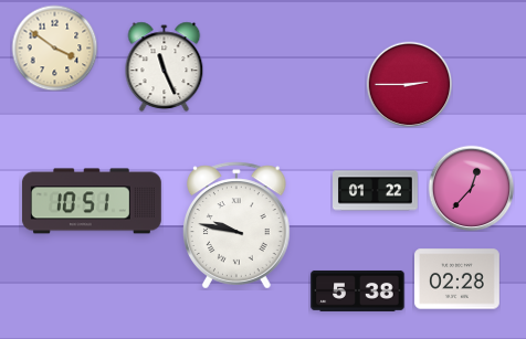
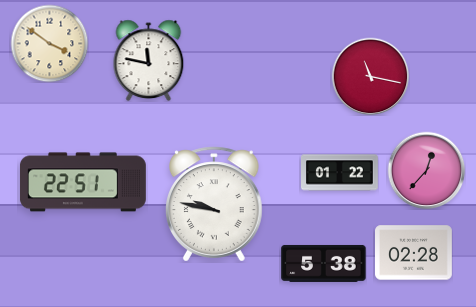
clock at (165, 66): 11:26 -> 11:47
clock at (409, 84): 2:45 -> 11:17
clock at (92, 201): 10:51 -> 22:51
